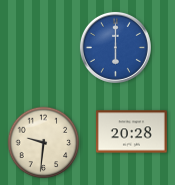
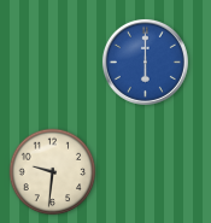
clock at (115, 47) position: (115, 47) -> (145, 61)
clock at (131, 132): 20:28 -> none
